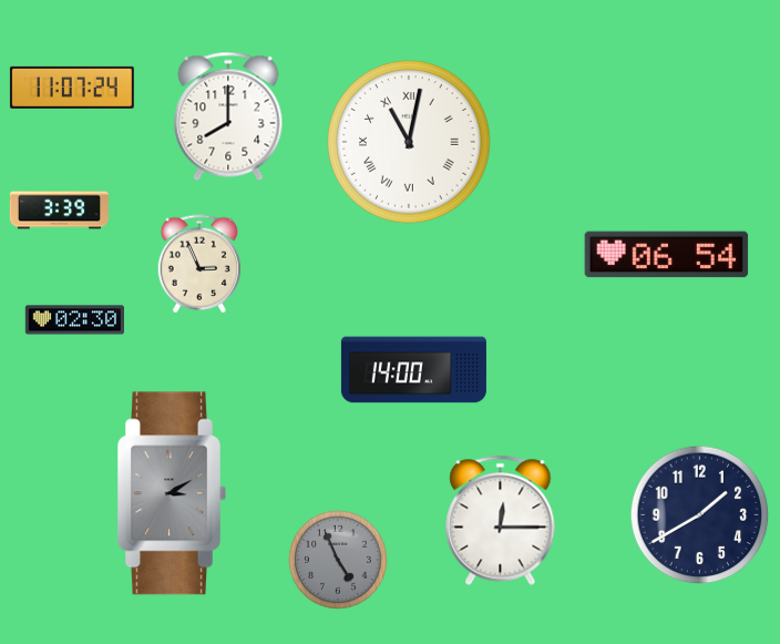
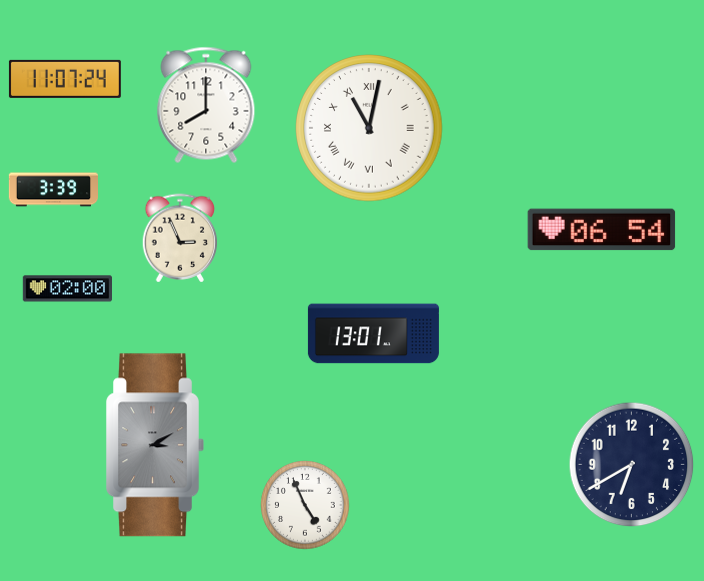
clock at (74, 320): 02:30 -> 02:00
clock at (413, 370): 14:00 -> 13:01
clock at (700, 515): 1:40 -> 6:40
clock at (501, 520): 12:15 -> none
clock at (338, 560) dial: grey -> white
